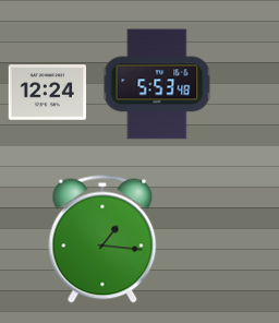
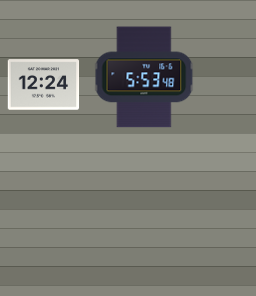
clock at (102, 239): 1:16 -> none
